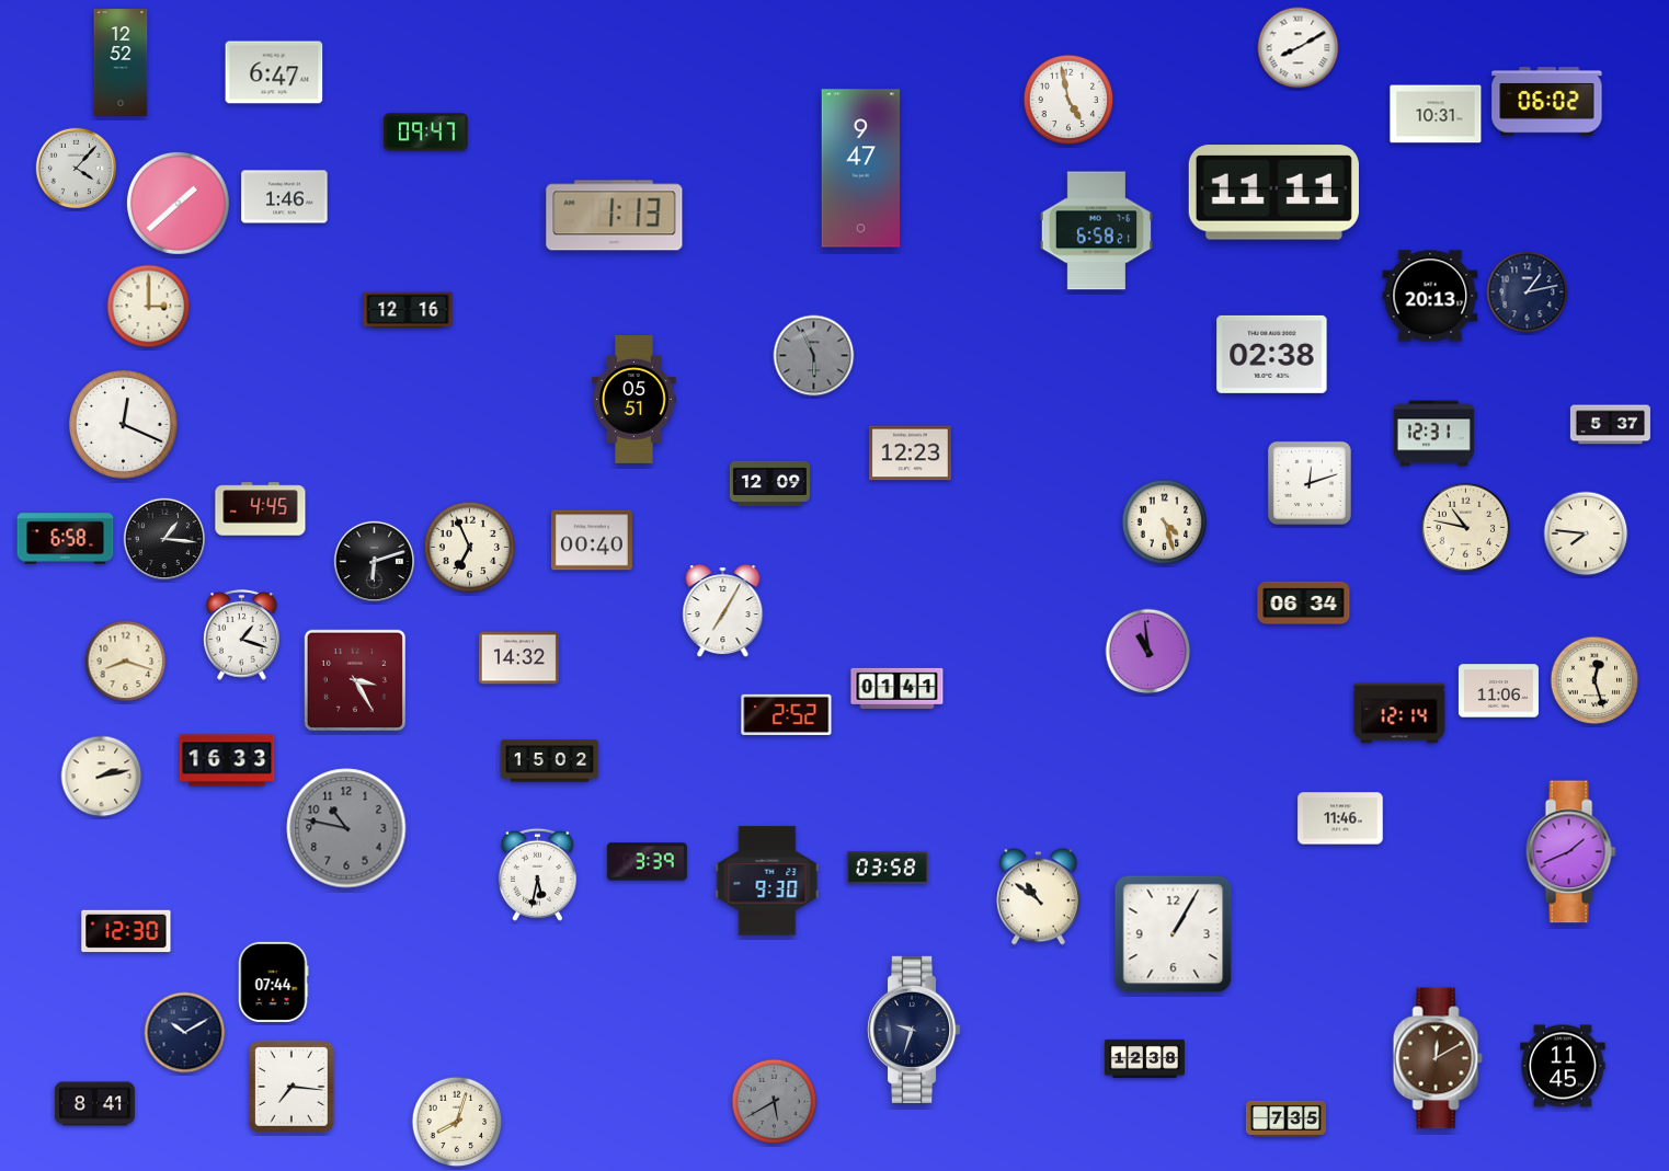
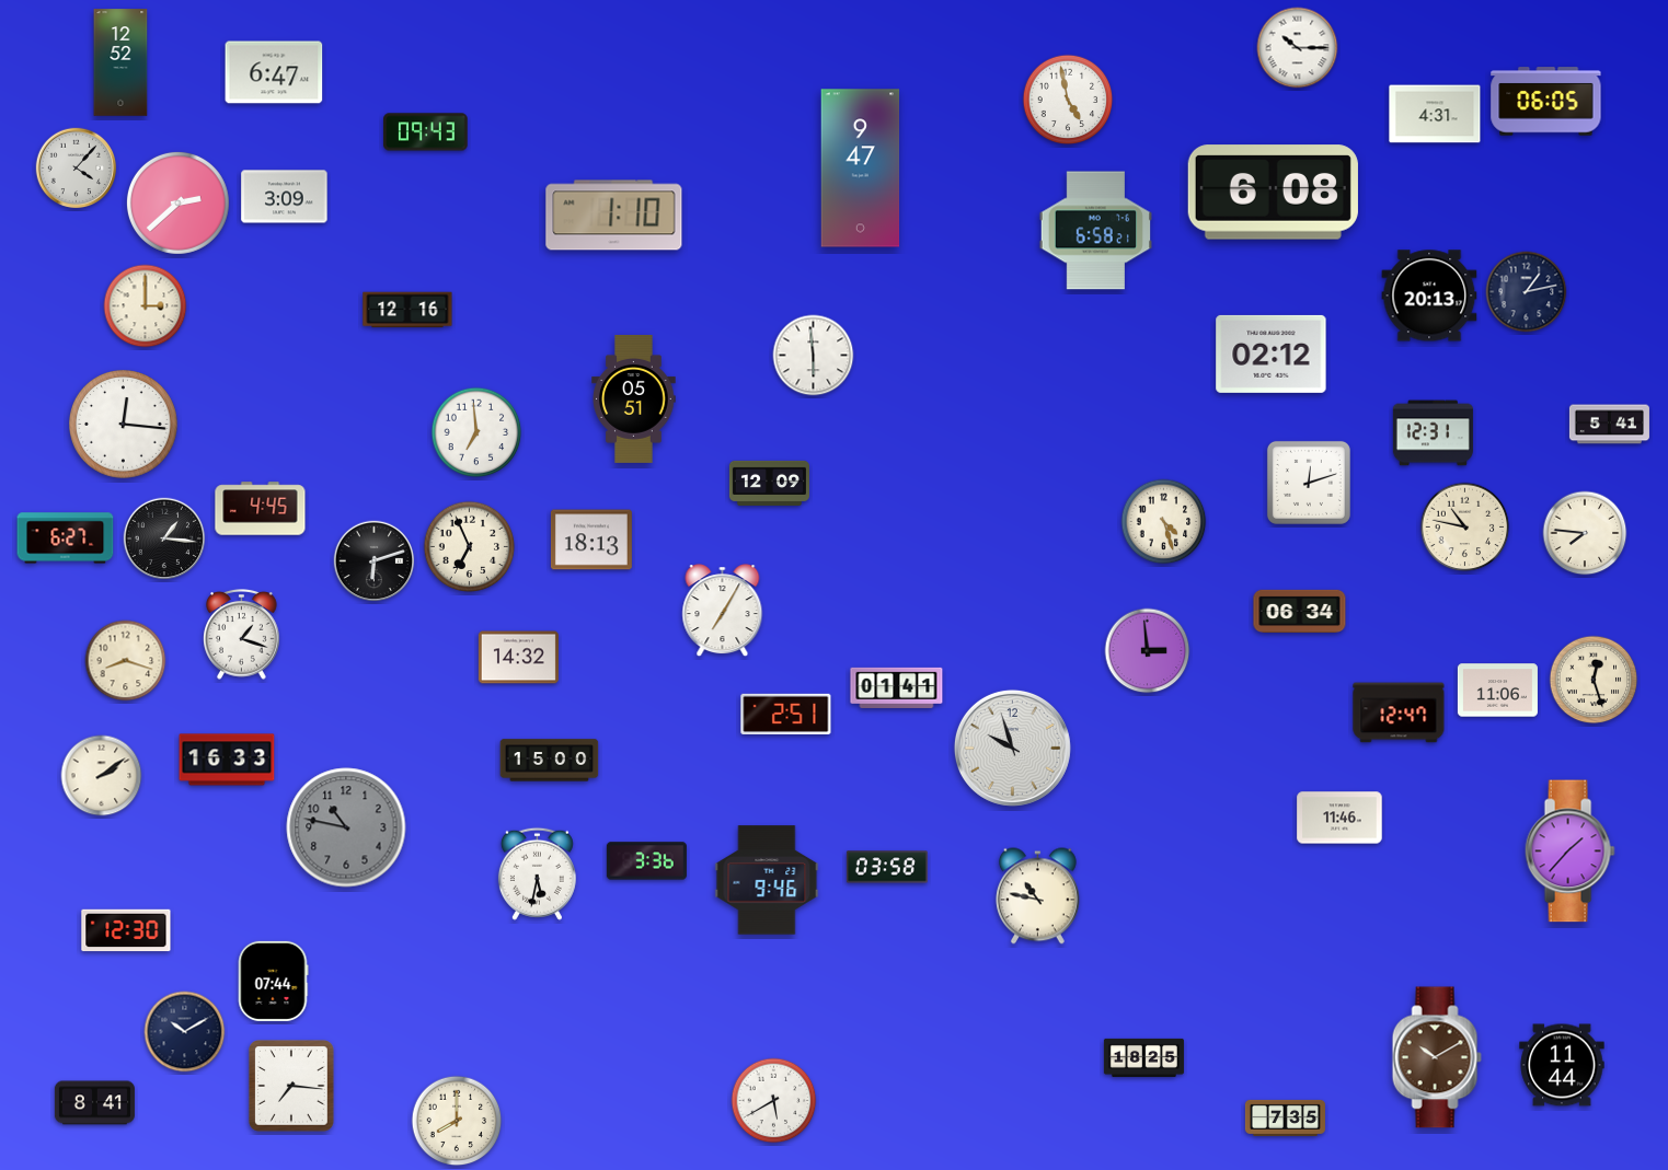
clock at (1299, 48): 8:10 -> 10:15
clock at (1547, 102): 06:02 -> 06:05
clock at (1436, 114): 10:31 -> 4:31
clock at (426, 133): 09:47 -> 09:43
clock at (1273, 193): 11:11 -> 6:08
clock at (285, 197): 1:46 -> 3:09
clock at (178, 203): 1:38 -> 2:38
clock at (615, 216): 1:13 -> 1:10
clock at (149, 307) position: (149, 307) -> (146, 306)
clock at (1272, 354): 02:38 -> 02:12
clock at (814, 356): 5:56 -> 5:59
clock at (814, 356) dial: grey -> white
clock at (124, 425): 12:19 -> 12:16
clock at (1610, 425): 5:37 -> 5:41
clock at (476, 432): none -> 6:59
clock at (910, 454): 12:23 -> none
clock at (66, 539): 6:58 -> 6:27
clock at (592, 540): 00:40 -> 18:13
clock at (1304, 602) position: (1304, 602) -> (1300, 611)
clock at (1148, 652): 10:59 -> 2:59
clock at (355, 680): 3:25 -> none
clock at (1399, 713): 12:14 -> 12:47
clock at (787, 714): 2:52 -> 2:51
clock at (1012, 748): none -> 9:57
clock at (550, 761): 15:02 -> 15:00
clock at (102, 777): 2:13 -> 2:09
clock at (1570, 852): 1:41 -> 1:37
clock at (647, 862): 3:39 -> 3:36
clock at (767, 881): 9:30 -> 9:46
clock at (1038, 897): 10:51 -> 10:47
clock at (1174, 934): 1:05 -> none
clock at (914, 1030): 9:33 -> none
clock at (1144, 1058): 12:38 -> 18:25
clock at (1438, 1058): 12:10 -> 10:10
clock at (1563, 1066): 11:45 -> 11:44
clock at (775, 1102) dial: grey -> white
clock at (457, 1122): 8:03 -> 8:00
